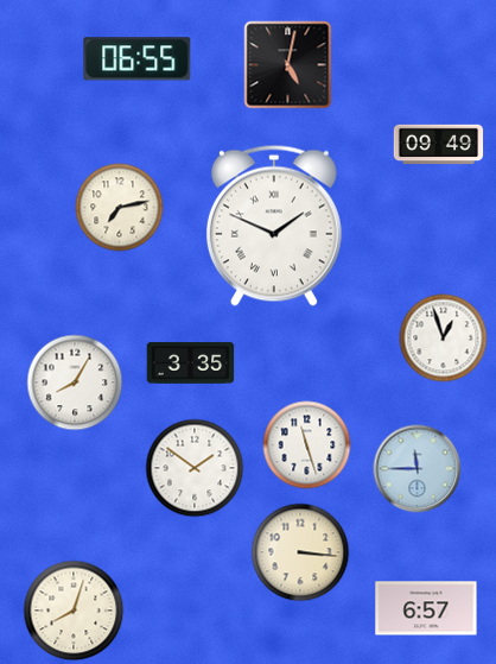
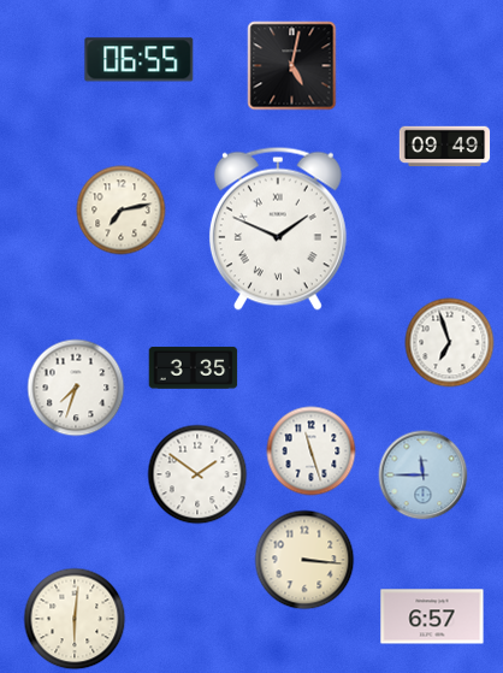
clock at (444, 339): 12:57 -> 6:57
clock at (75, 382): 8:05 -> 7:33
clock at (74, 611): 8:03 -> 6:01
